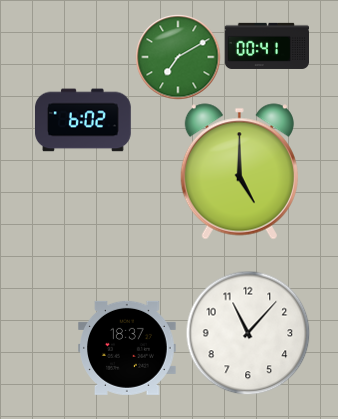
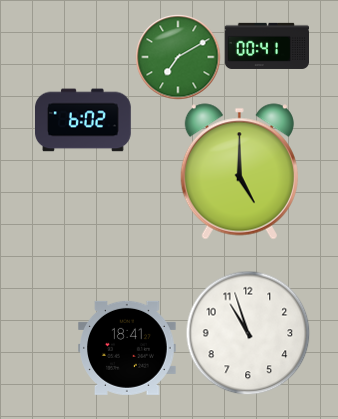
clock at (248, 333): 11:07 -> 10:57
clock at (127, 348): 18:37 -> 18:41
